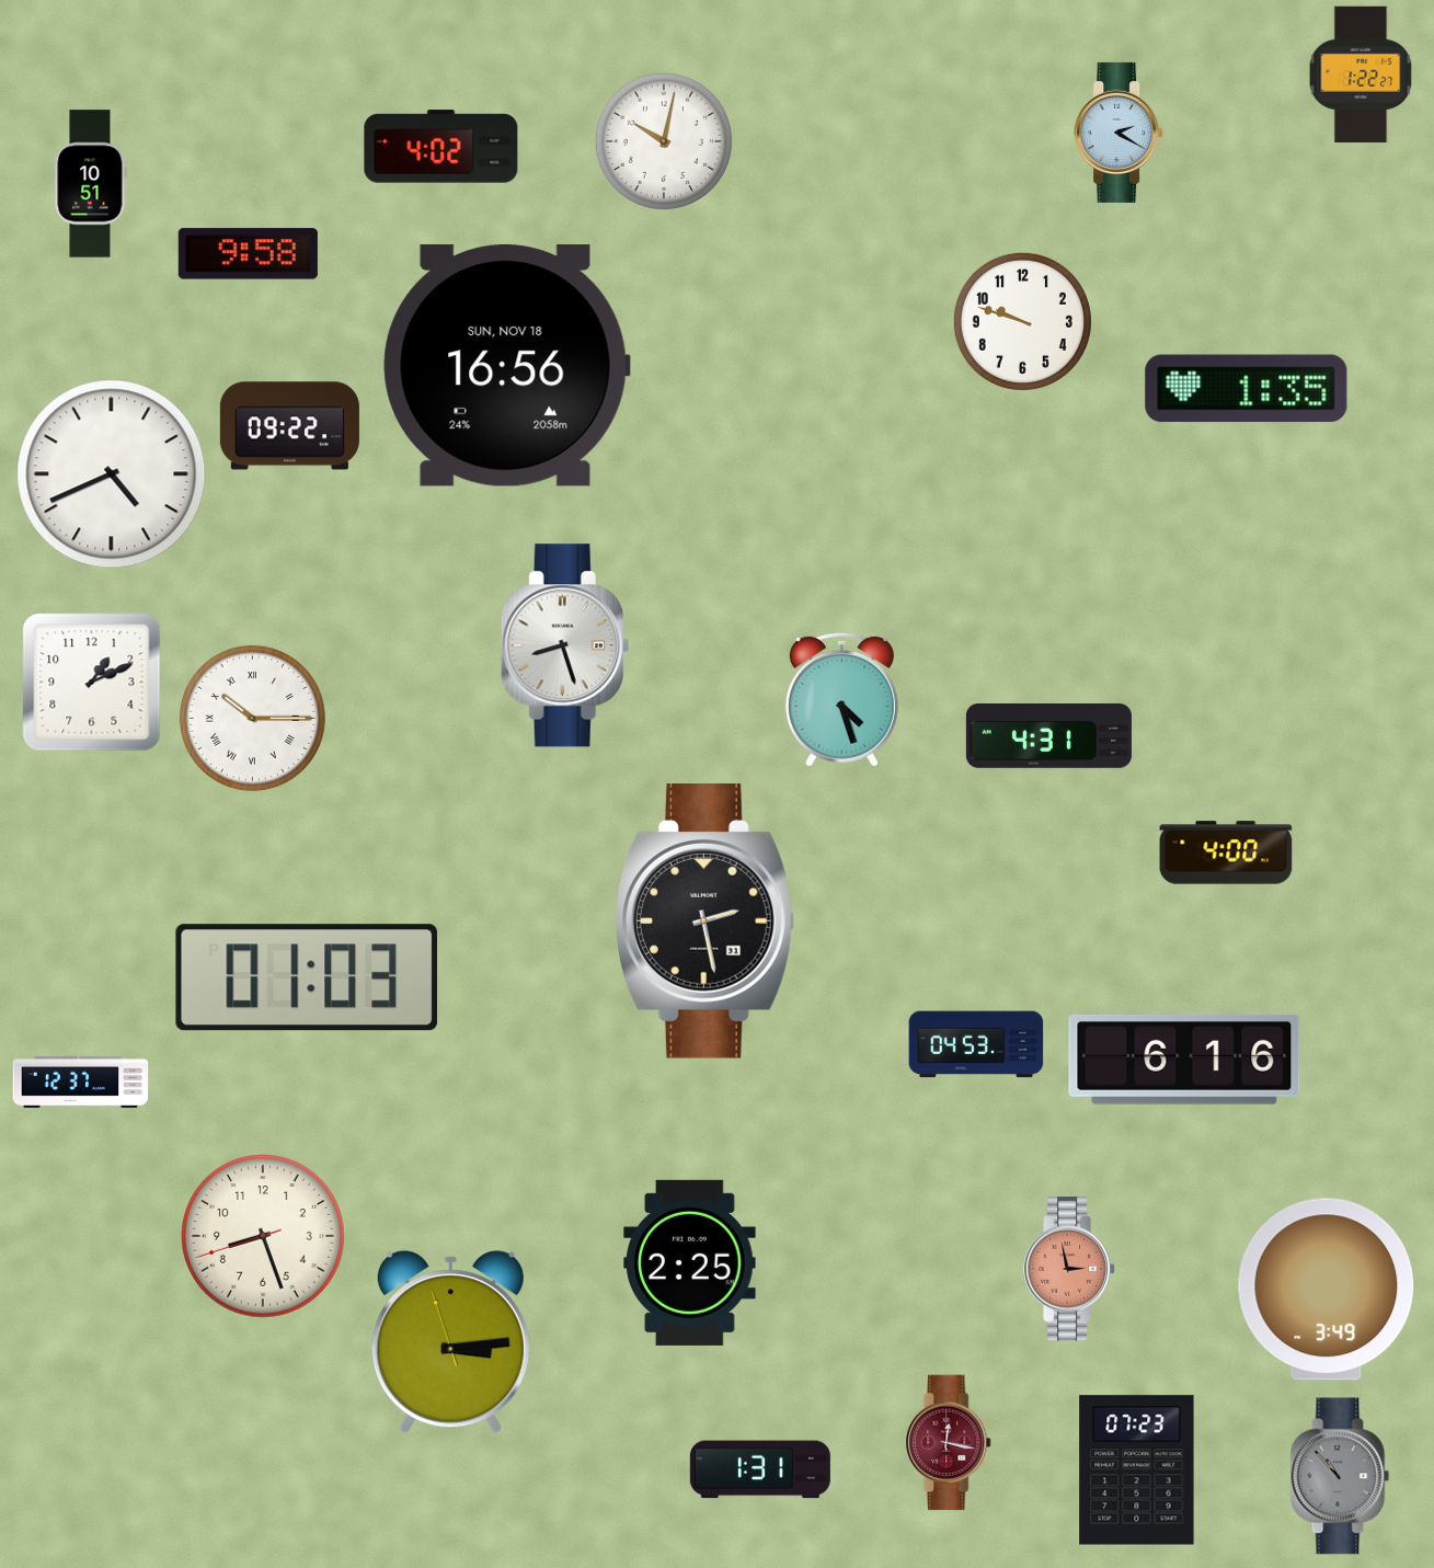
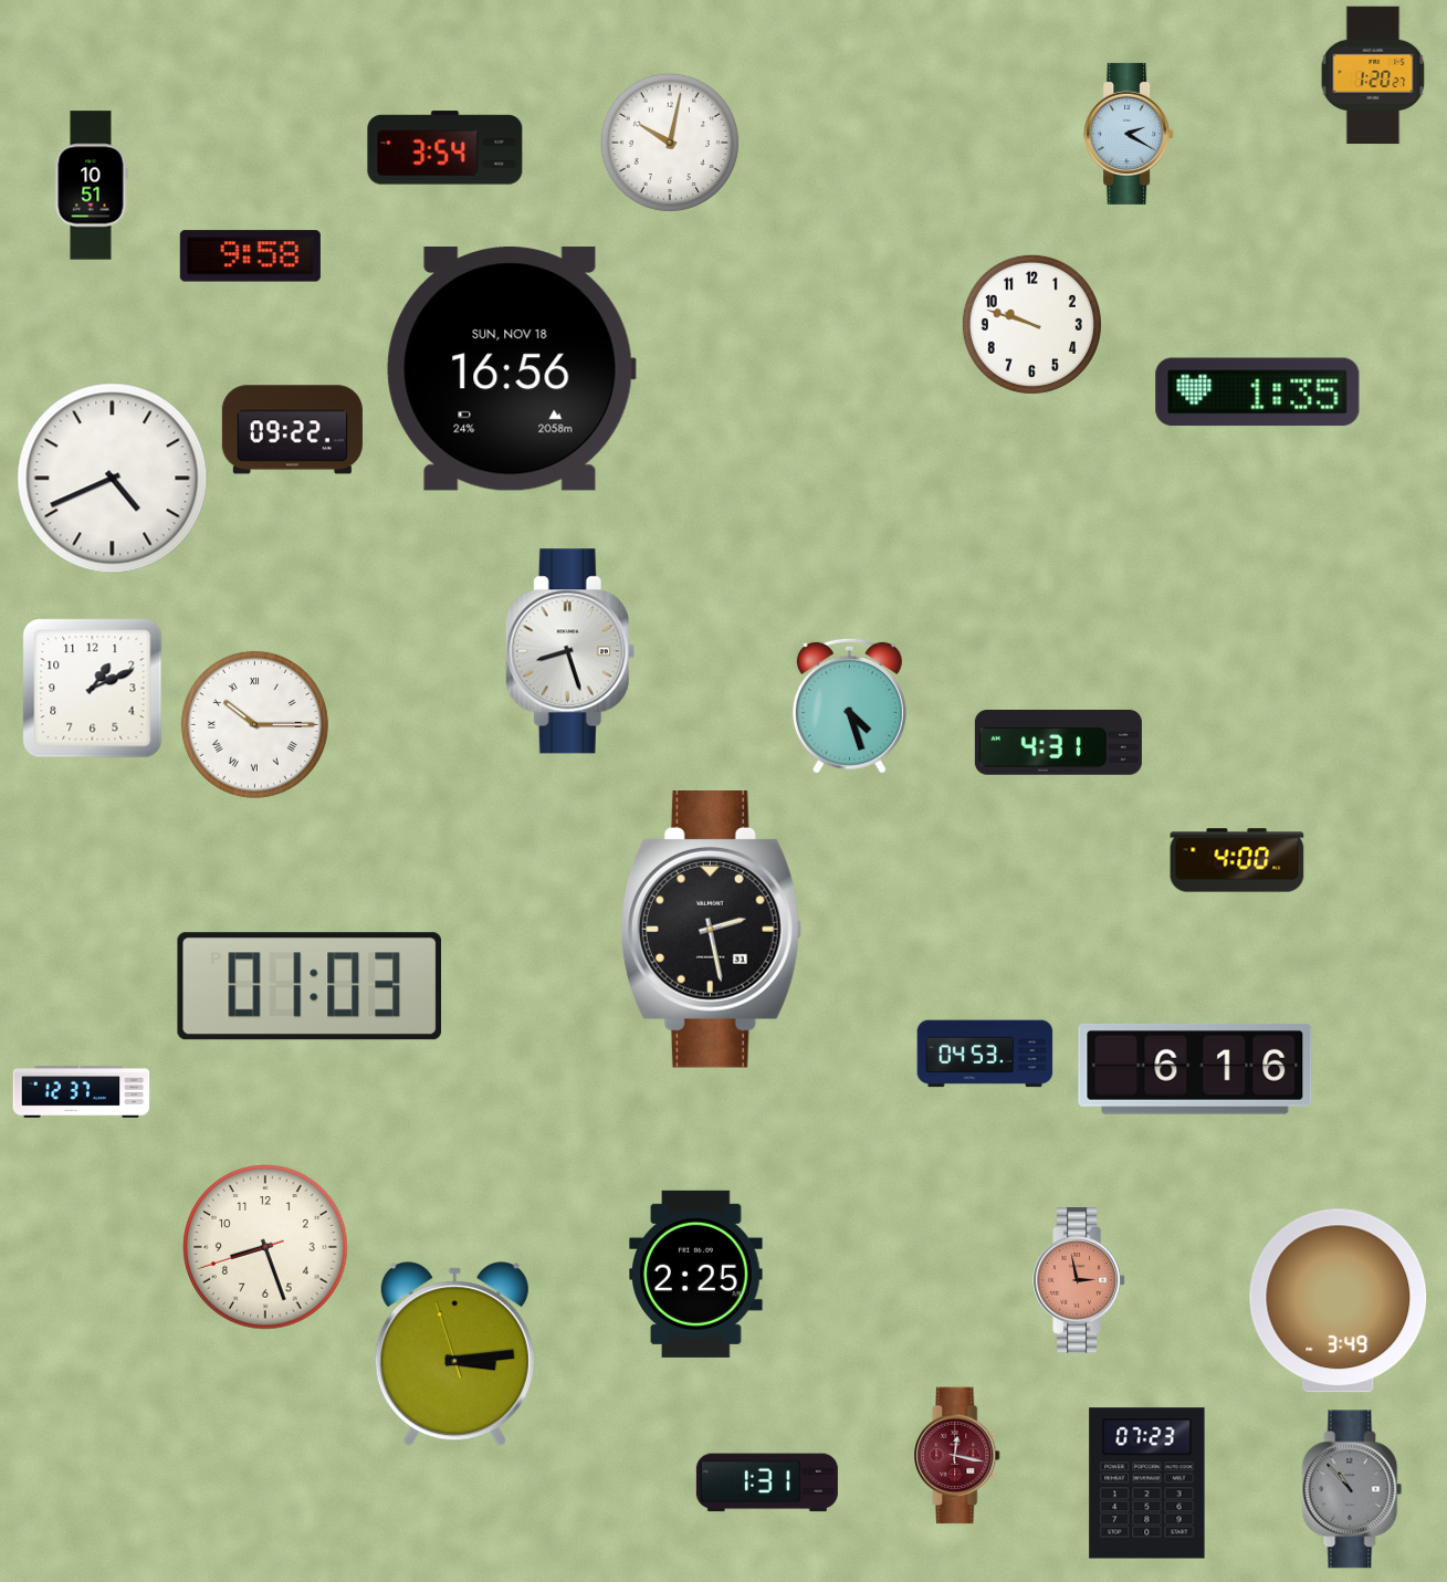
clock at (1361, 75): 1:22 -> 1:20
clock at (441, 147): 4:02 -> 3:54
